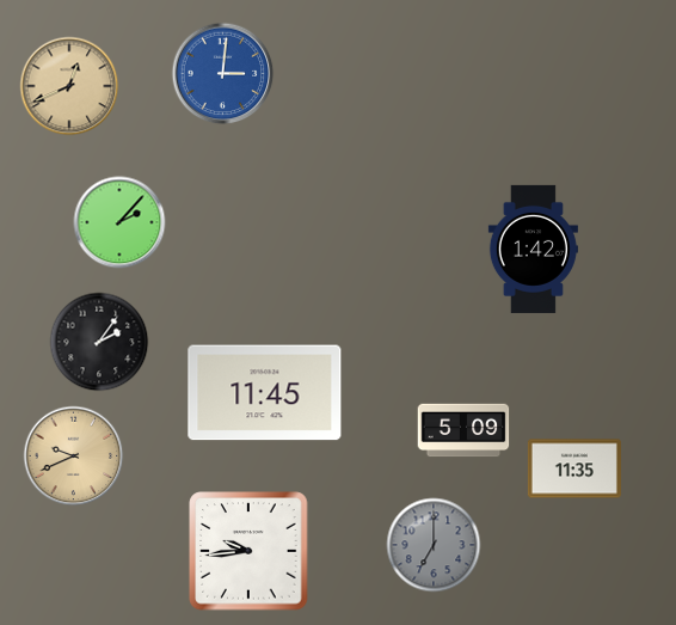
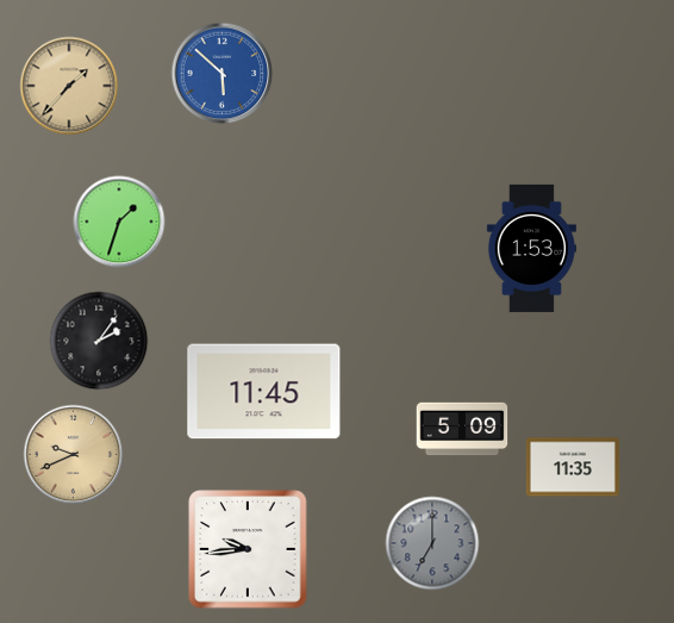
clock at (223, 74): 3:01 -> 5:52
clock at (69, 86): 12:41 -> 1:37
clock at (119, 222): 2:07 -> 1:33
clock at (533, 249): 1:42 -> 1:53
